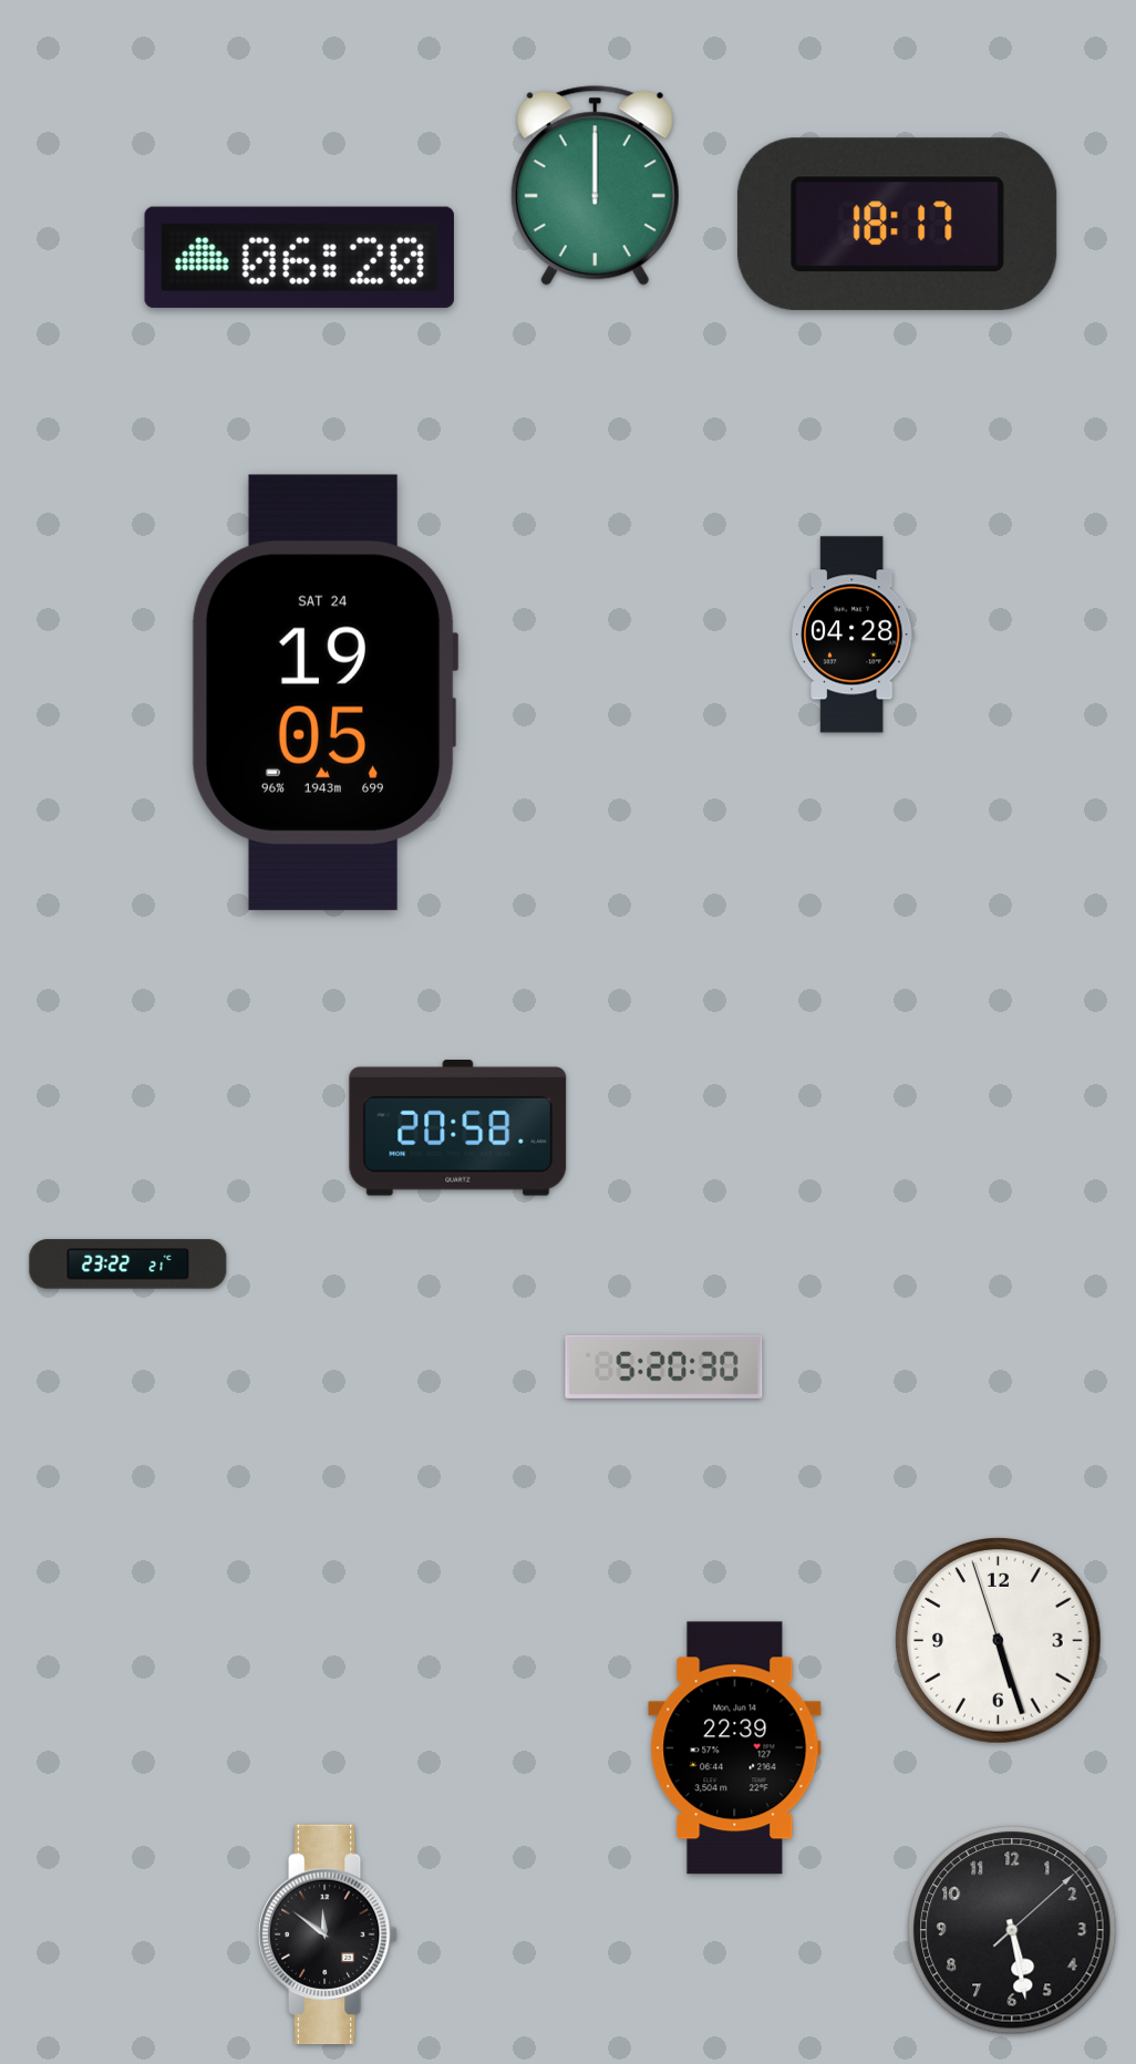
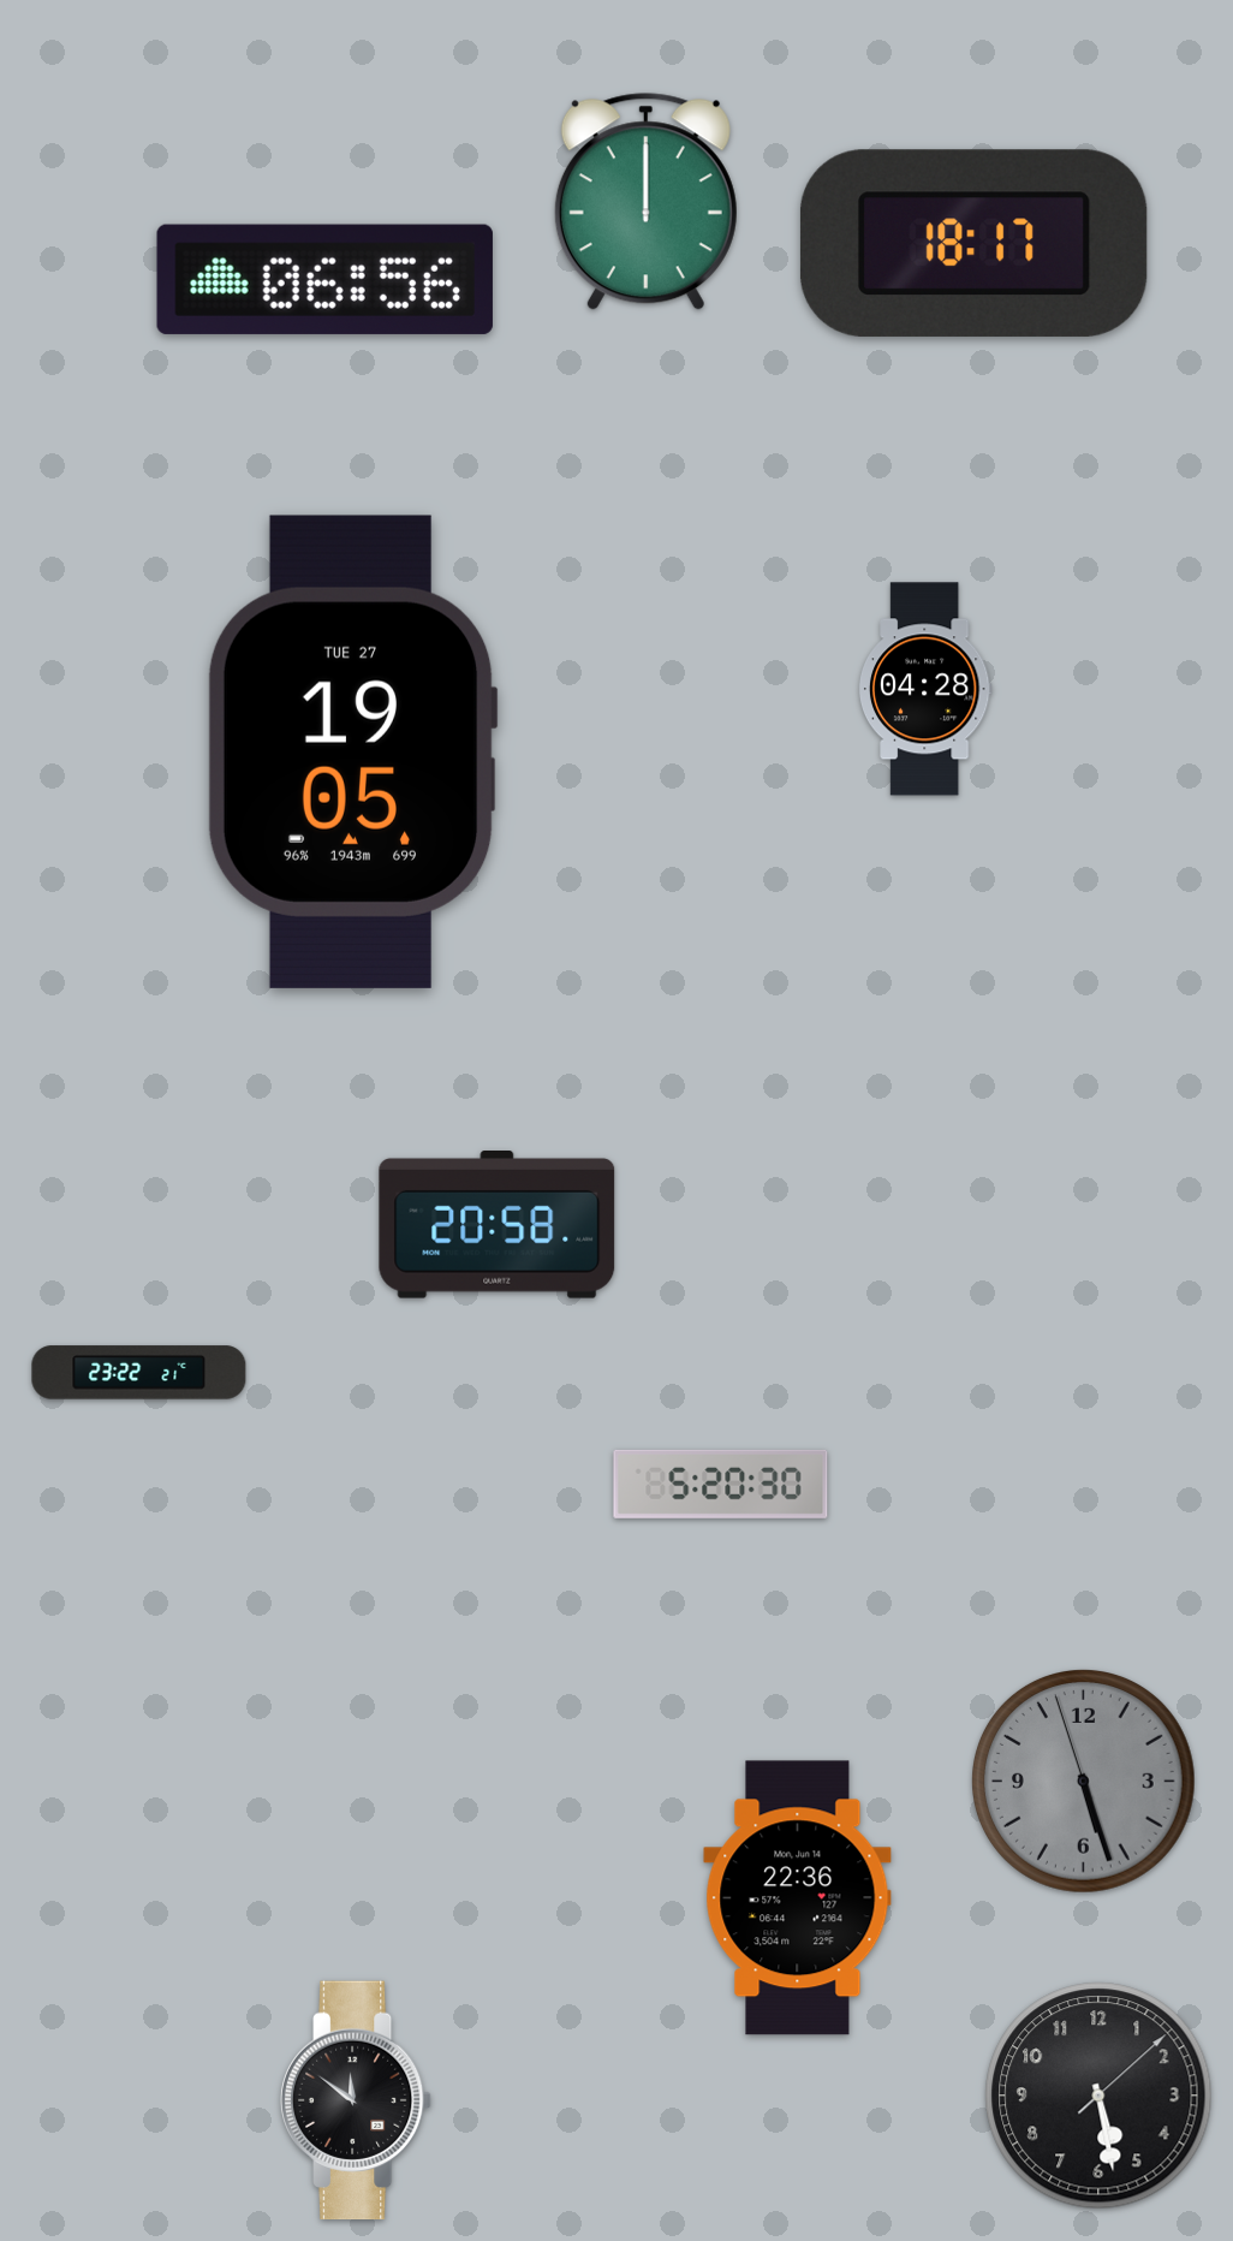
clock at (299, 257): 06:20 -> 06:56
clock at (324, 692) date: SAT 24 -> TUE 27
clock at (999, 1641) dial: white -> grey
clock at (735, 1748): 22:39 -> 22:36
